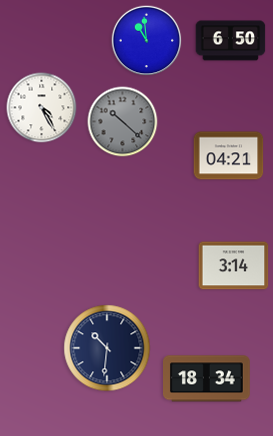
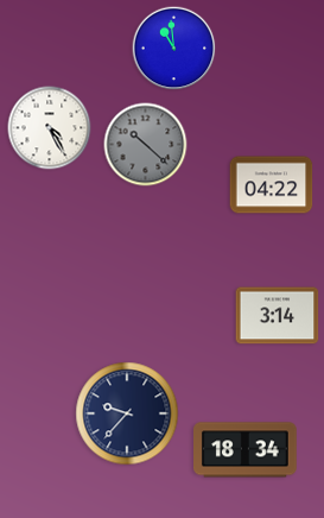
clock at (231, 41): 6:50 -> none
clock at (229, 156): 04:21 -> 04:22
clock at (107, 348): 10:31 -> 9:37
